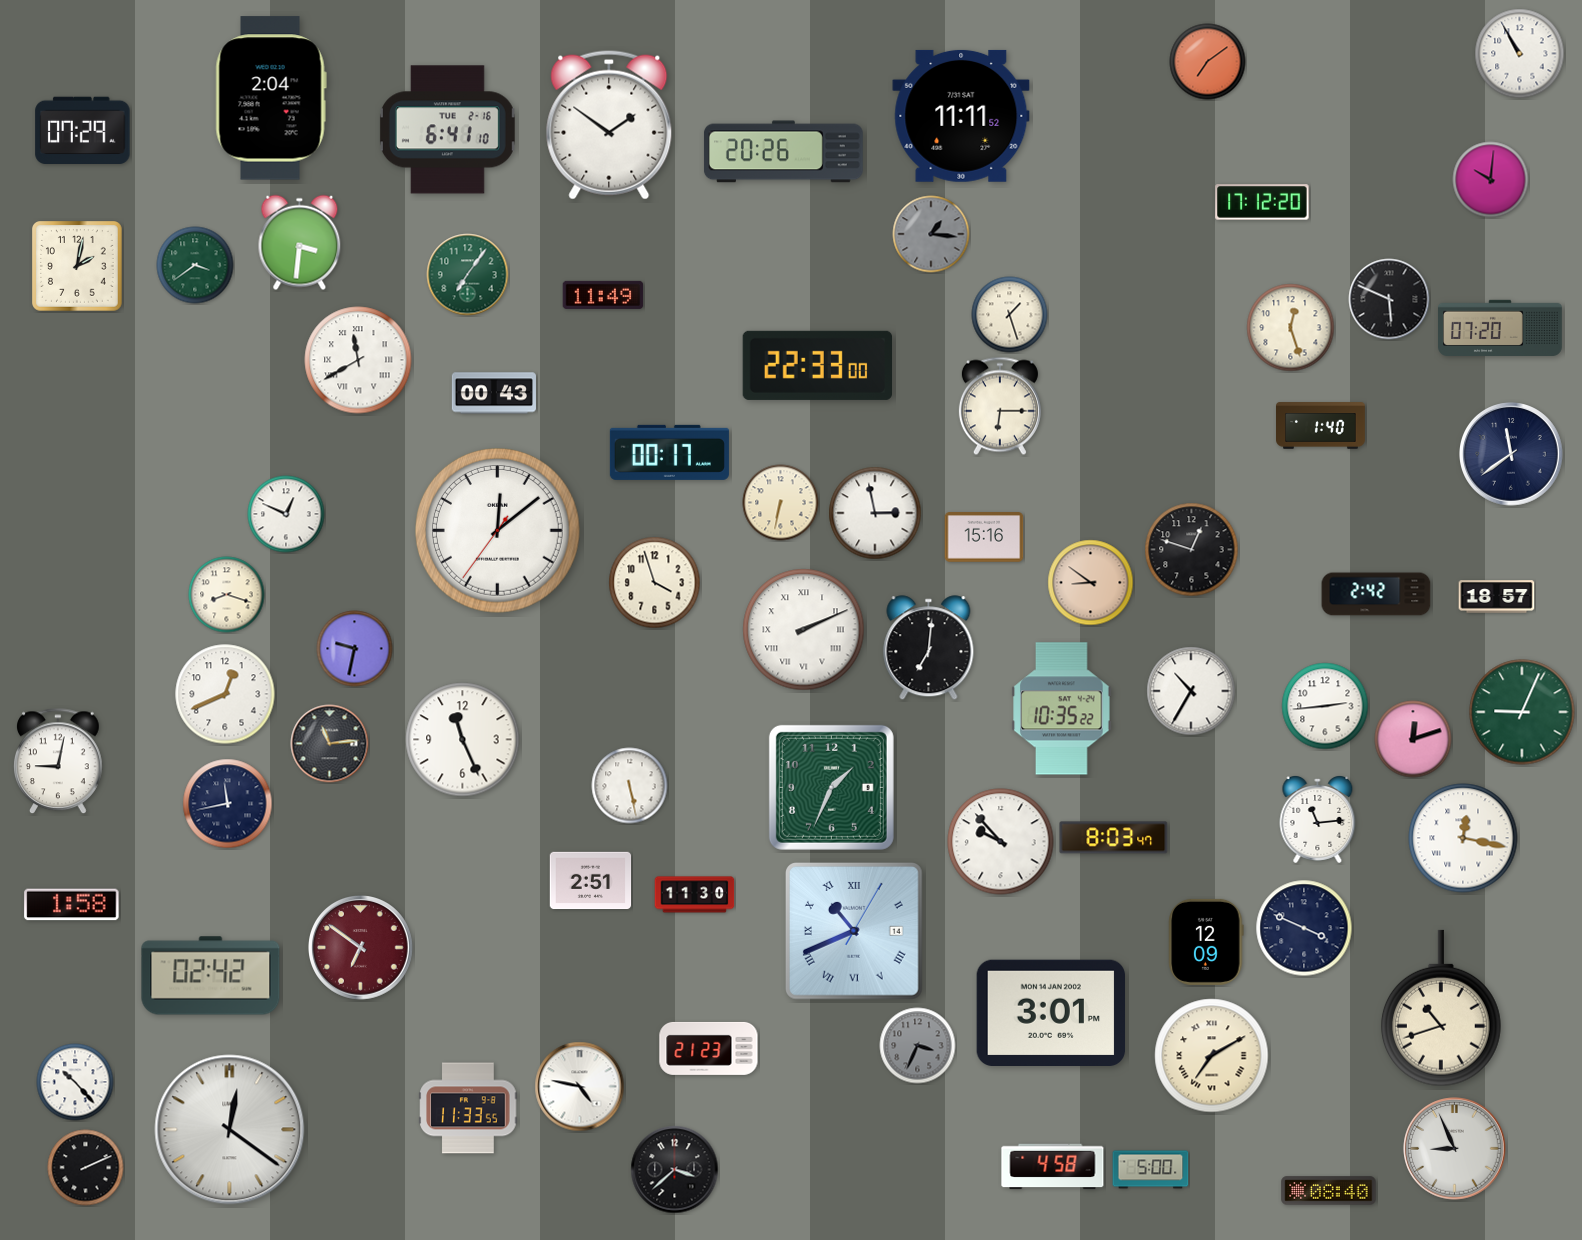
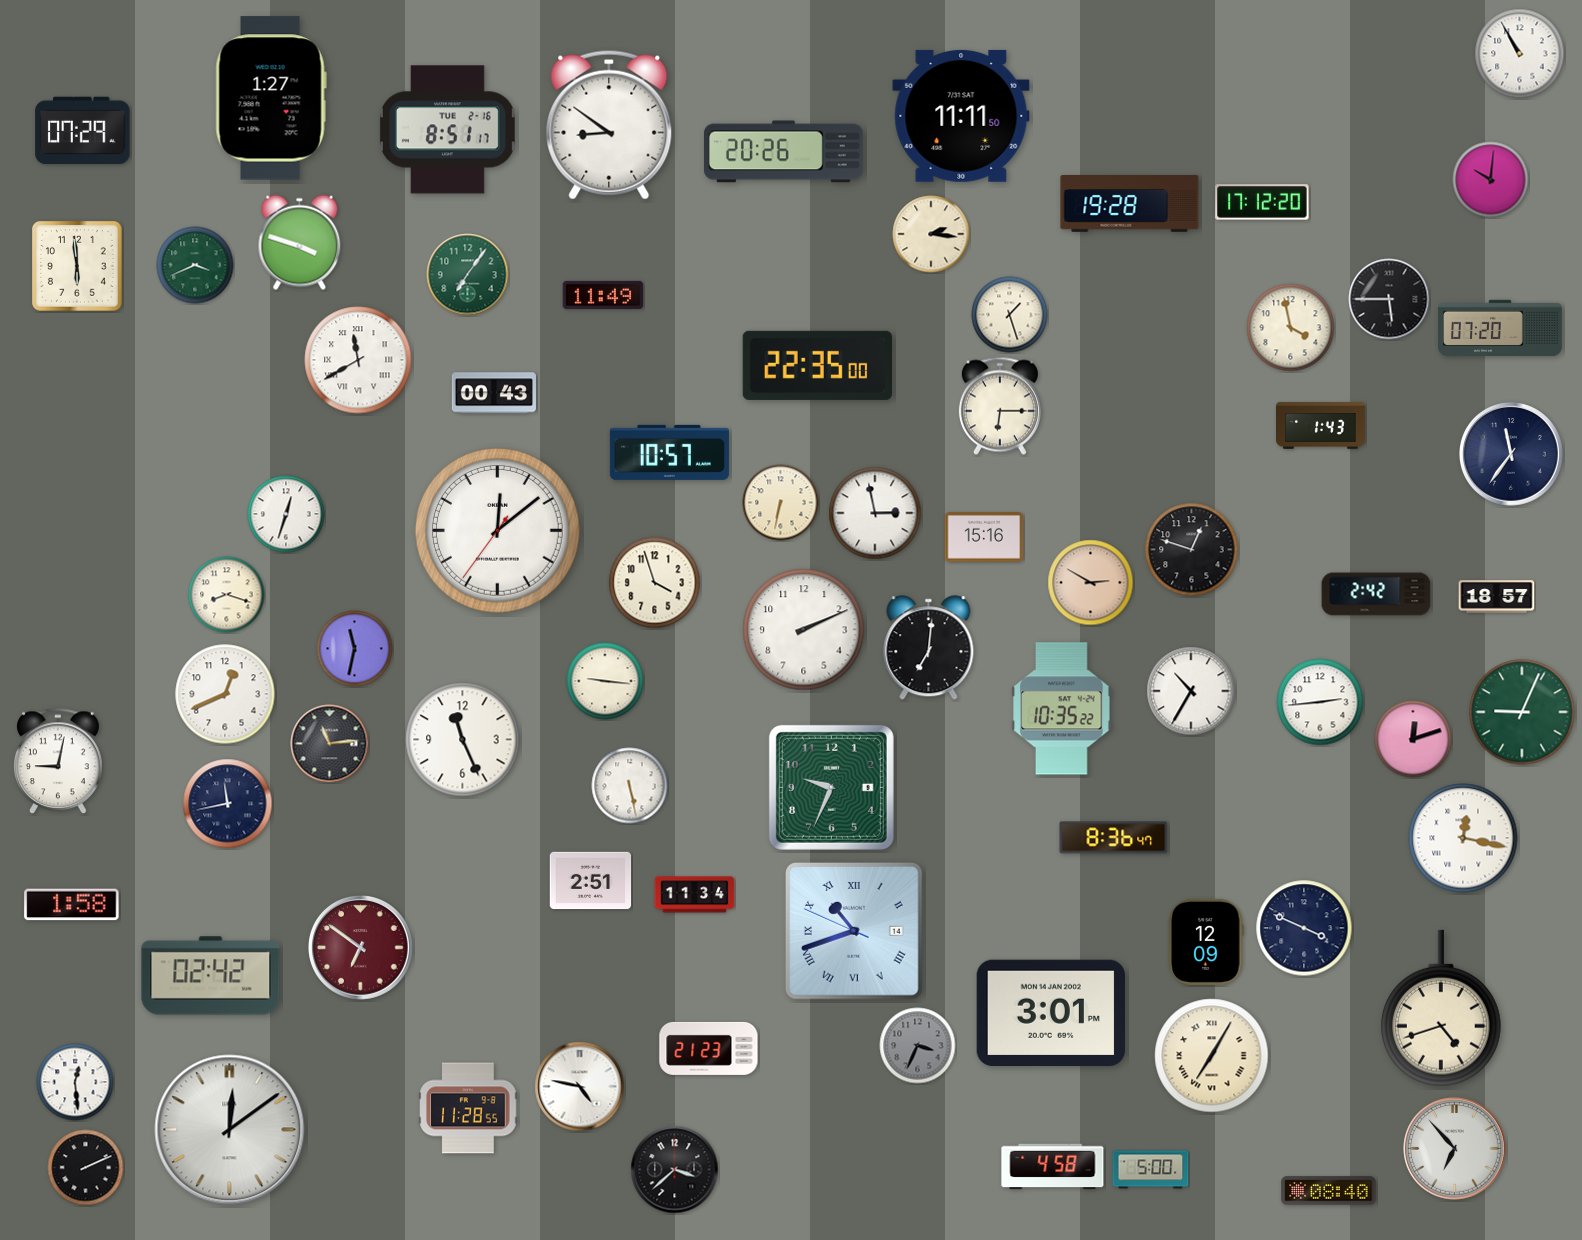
clock at (1208, 62): 7:09 -> none
clock at (271, 98): 2:04 -> 1:27
clock at (961, 116): 11:11:52 -> 11:11:50
clock at (609, 125): 1:51 -> 8:51
clock at (447, 130): 6:41 -> 8:51
clock at (1130, 204): none -> 19:28
clock at (931, 234): 1:16 -> 2:16
clock at (931, 234) dial: grey -> cream
clock at (300, 243): 3:31 -> 3:48
clock at (195, 265): 3:39 -> 3:41
clock at (78, 267): 2:02 -> 5:59
clock at (1389, 299): 5:49 -> 5:45
clock at (1291, 328): 12:27 -> 3:58
clock at (818, 365): 22:33 -> 22:35
clock at (1321, 426): 1:40 -> 1:43
clock at (669, 452): 00:17 -> 10:57
clock at (1512, 455): 11:39 -> 11:36
clock at (286, 514): 12:49 -> 12:33
clock at (1091, 583): 8:51 -> 2:50
clock at (804, 630) numerals: Roman -> Arabic
clock at (355, 649): 9:32 -> 11:32
clock at (605, 681): none -> 9:16
clock at (1325, 706) position: (1325, 706) -> (1320, 702)
clock at (831, 787): 1:34 -> 9:34
clock at (1318, 820): 11:14 -> none
clock at (1114, 838): 8:03 -> 8:36
clock at (1001, 842): 9:53 -> none
clock at (695, 895): 11:30 -> 11:34
clock at (854, 931): 10:41:05 -> 10:41:49
clock at (1441, 1008): 10:42 -> 4:42
clock at (1212, 1056): 7:10 -> 7:05
clock at (75, 1082): 10:23 -> 12:29
clock at (468, 1108): 11:33 -> 11:28
clock at (230, 1130): 12:21 -> 12:09
clock at (1455, 1149): 8:56 -> 6:53
